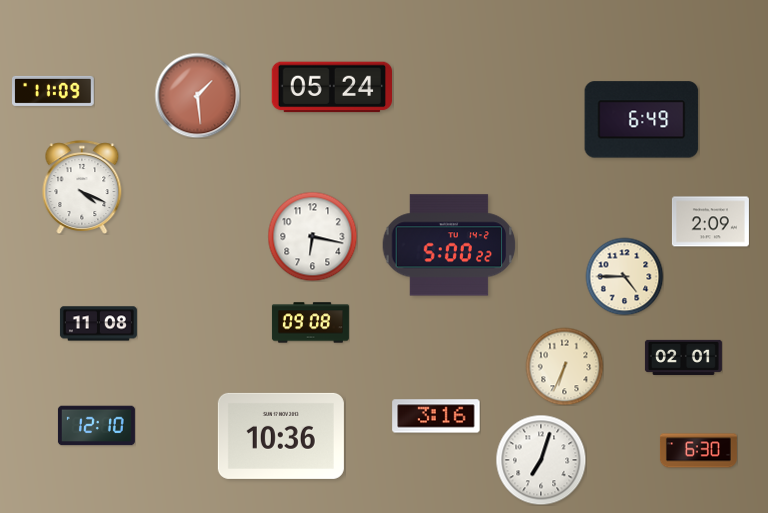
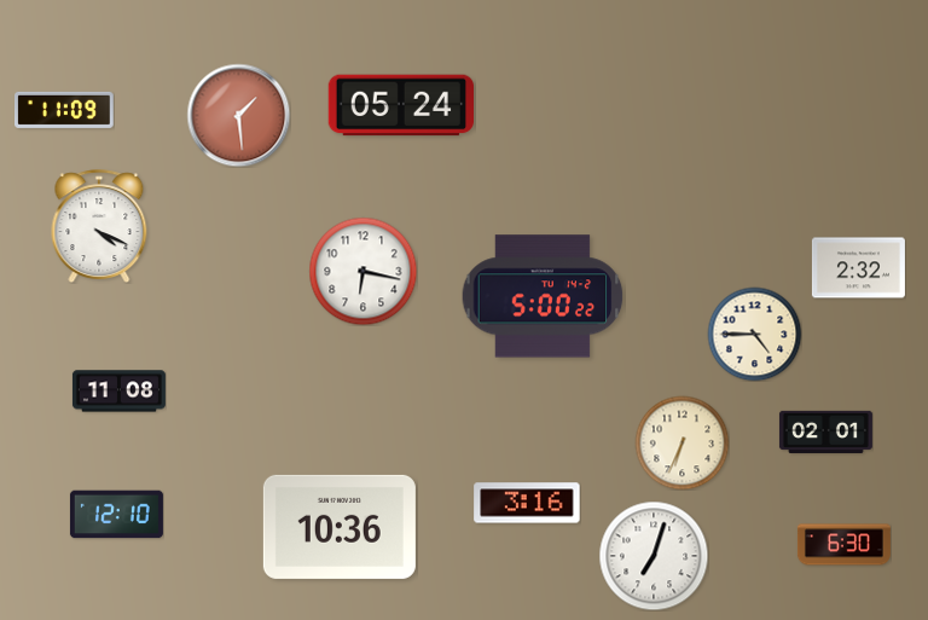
clock at (642, 120): 6:49 -> none
clock at (710, 222): 2:09 -> 2:32
clock at (312, 236) position: (312, 236) -> (362, 271)
clock at (310, 323): 09:08 -> none
